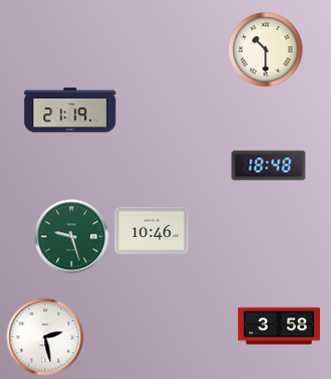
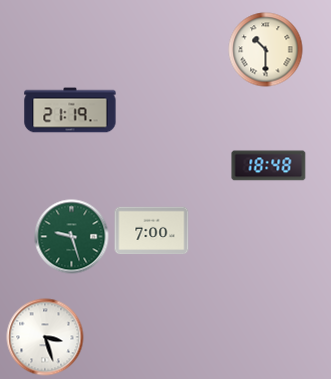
clock at (152, 231): 10:46 -> 7:00
clock at (279, 326): 3:58 -> none
clock at (45, 337): 2:28 -> 3:27
